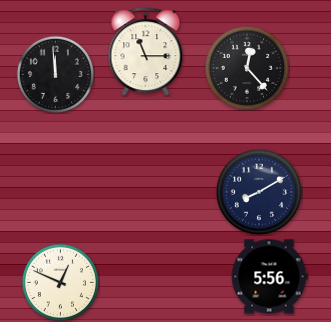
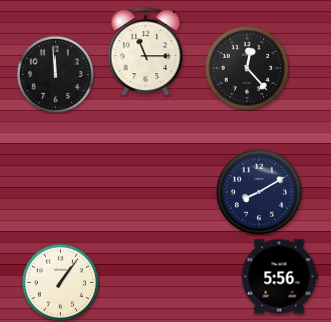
clock at (269, 277) position: (269, 277) -> (279, 277)
clock at (60, 282): 12:49 -> 1:06
